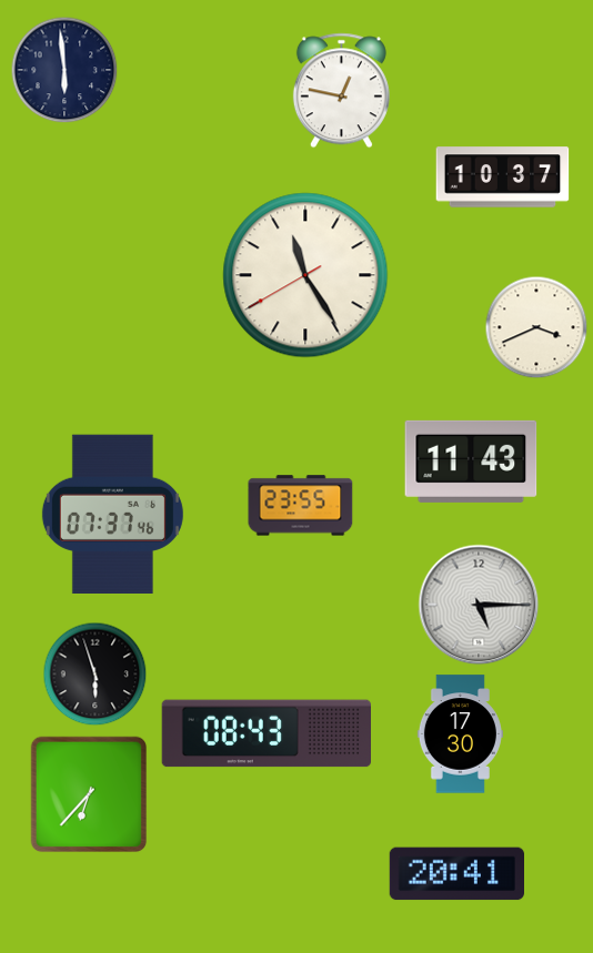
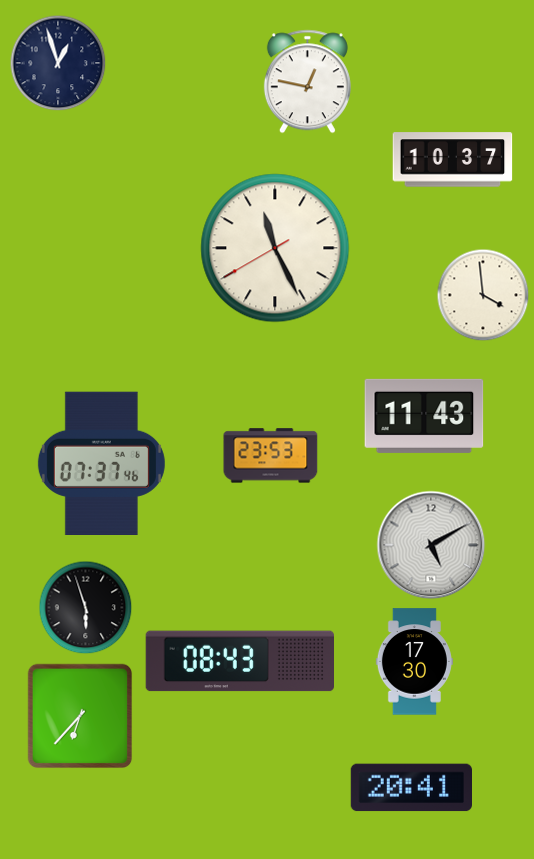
clock at (64, 70): 5:59 -> 12:57
clock at (305, 275): 11:24 -> 11:25
clock at (536, 327): 3:41 -> 3:59
clock at (301, 506): 23:55 -> 23:53
clock at (479, 605): 5:15 -> 5:10
